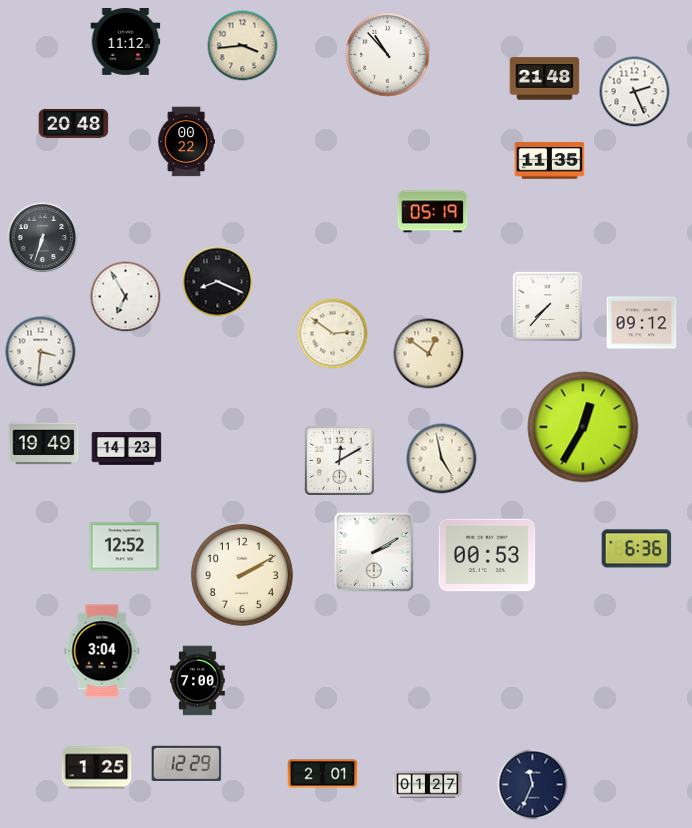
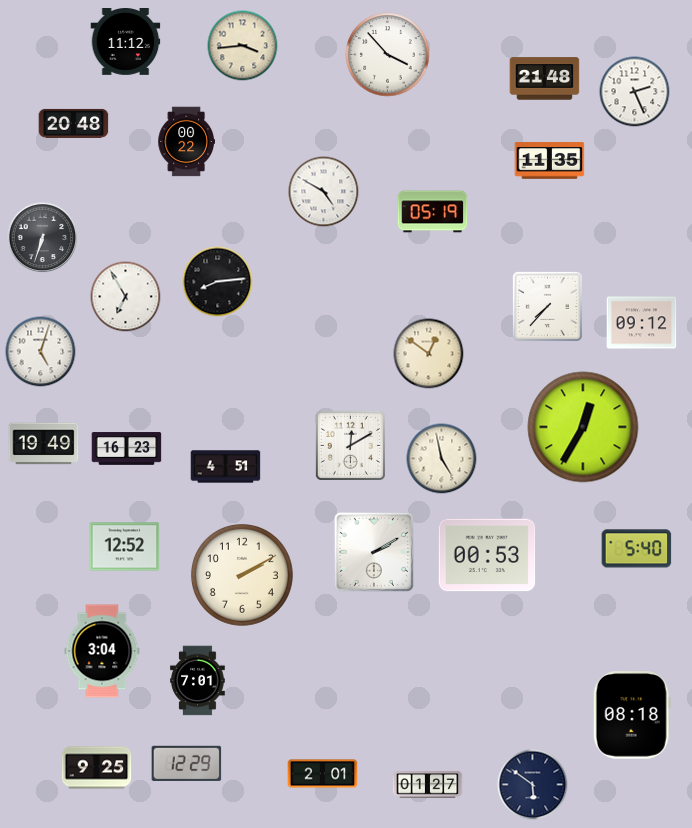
clock at (388, 55): 10:53 -> 3:53
clock at (324, 192): none -> 4:50
clock at (218, 282): 8:19 -> 8:14
clock at (333, 334): 2:51 -> none
clock at (41, 352): 3:31 -> 5:03
clock at (127, 449): 14:23 -> 16:23
clock at (339, 460) position: (339, 460) -> (350, 445)
clock at (226, 467): none -> 4:51
clock at (637, 549): 6:36 -> 5:40
clock at (198, 681): 7:00 -> 7:01
clock at (632, 715): none -> 08:18
clock at (97, 768): 1:25 -> 9:25
clock at (533, 785): 11:34 -> 5:51
